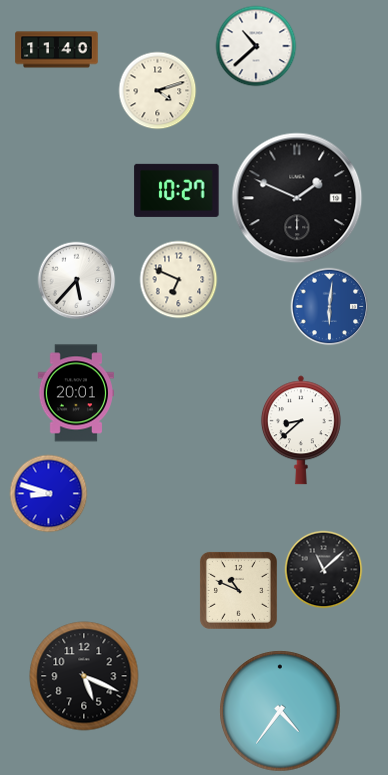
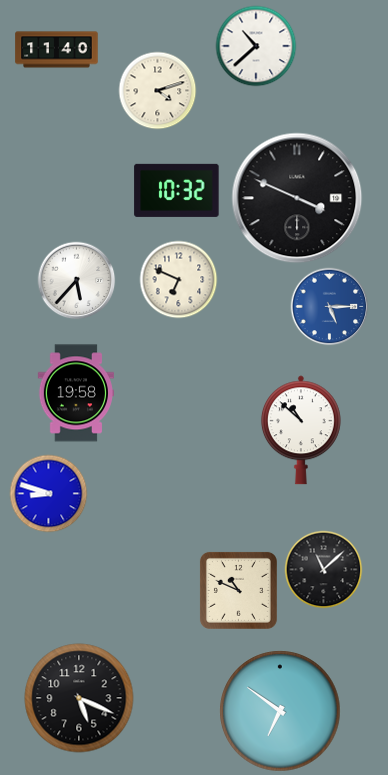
clock at (177, 190): 10:27 -> 10:32
clock at (297, 198): 1:49 -> 3:49
clock at (329, 306): 6:01 -> 5:15
clock at (75, 393): 20:01 -> 19:58
clock at (301, 430): 8:38 -> 10:52
clock at (84, 676) position: (84, 676) -> (79, 698)
clock at (280, 711): 4:36 -> 6:51
